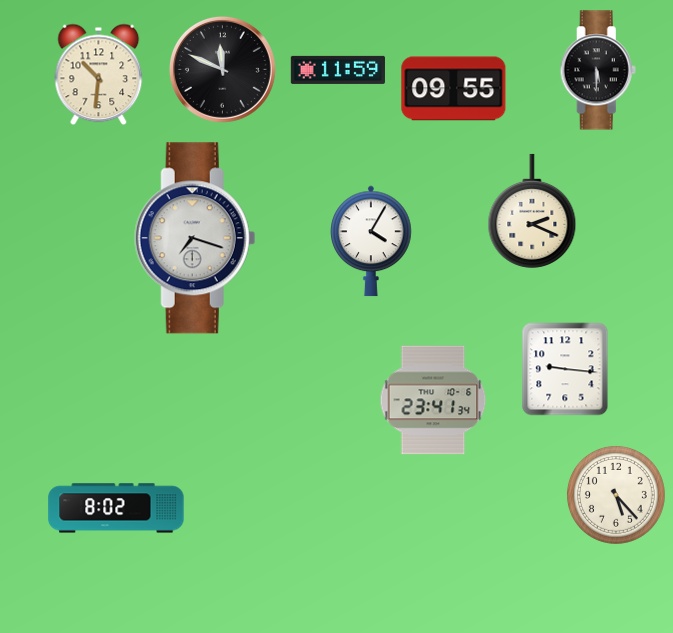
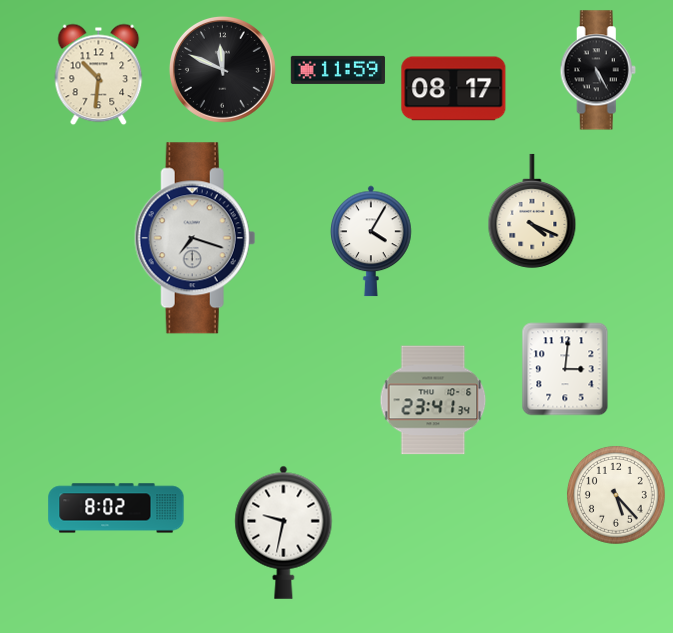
clock at (598, 70): 5:30 -> 5:25
clock at (454, 89): 09:55 -> 08:17
clock at (532, 211): 2:19 -> 4:19
clock at (565, 369): 9:16 -> 3:01
clock at (284, 532): none -> 9:32
